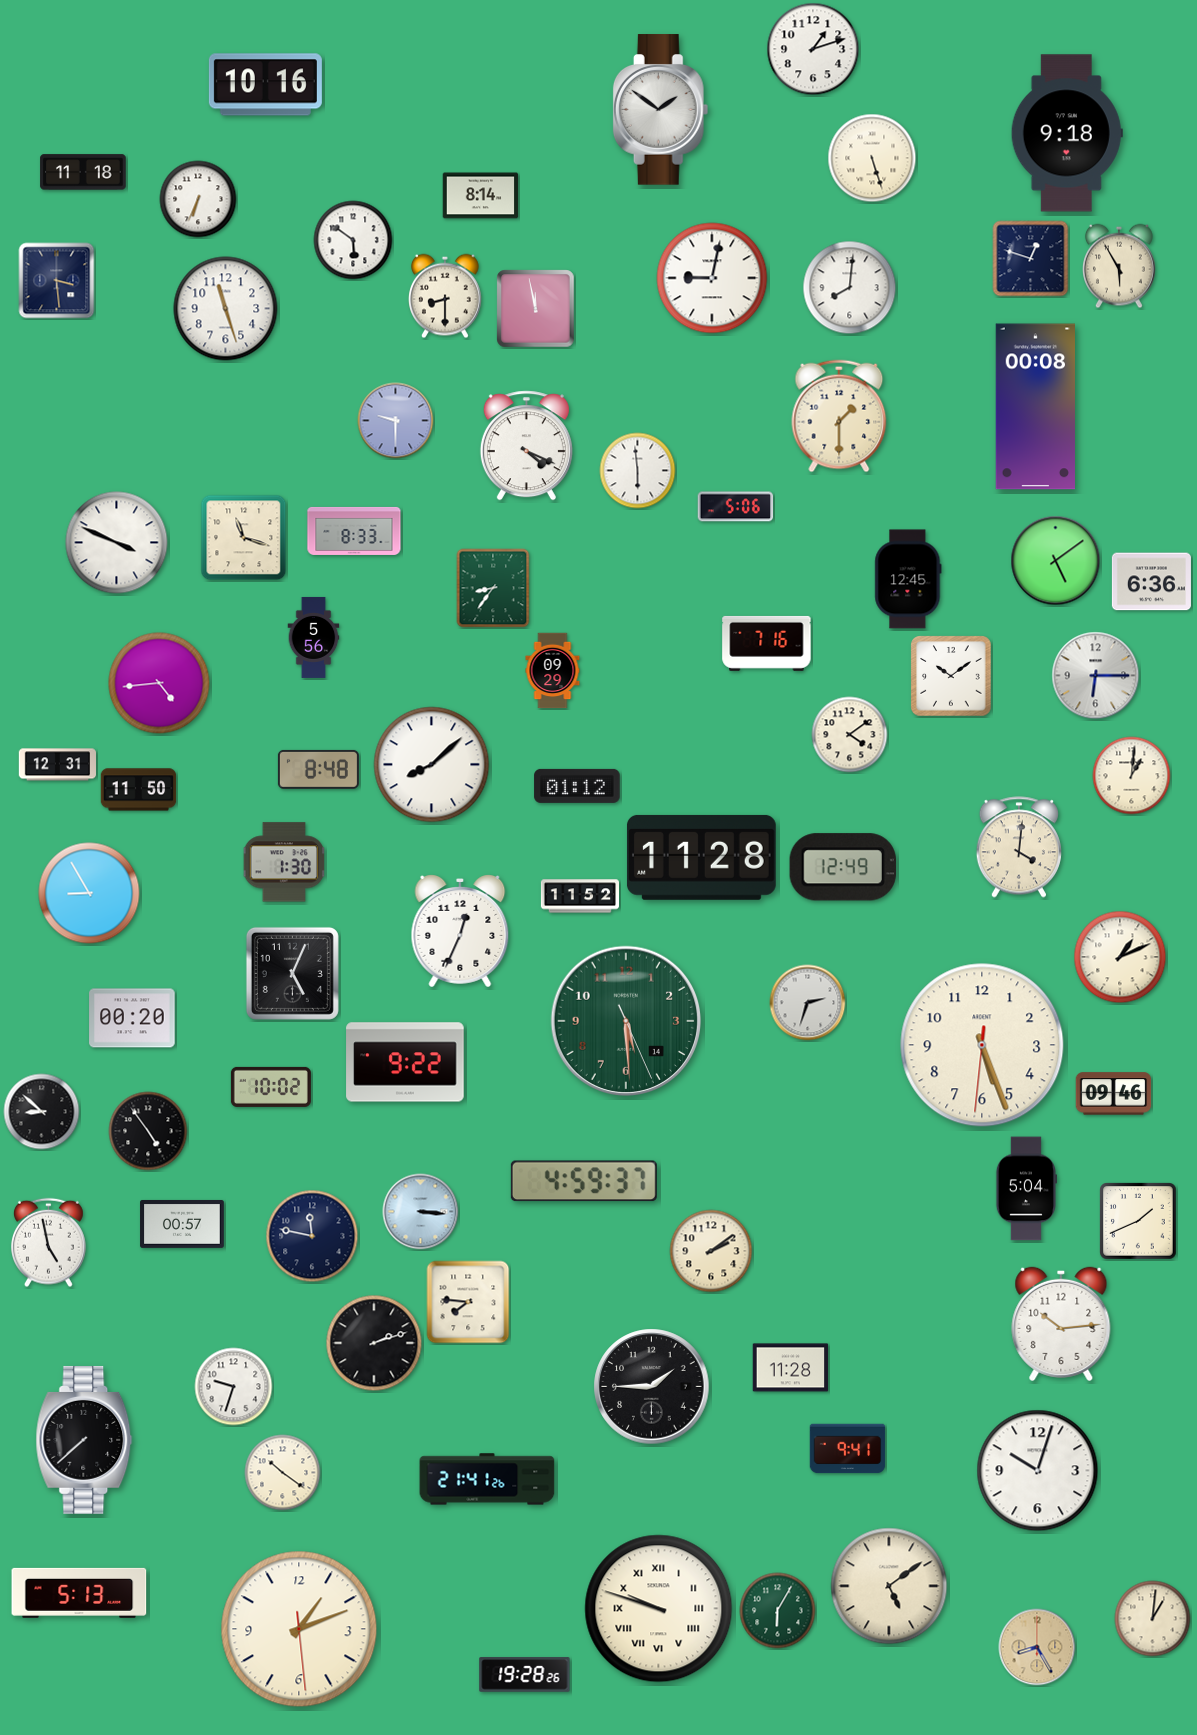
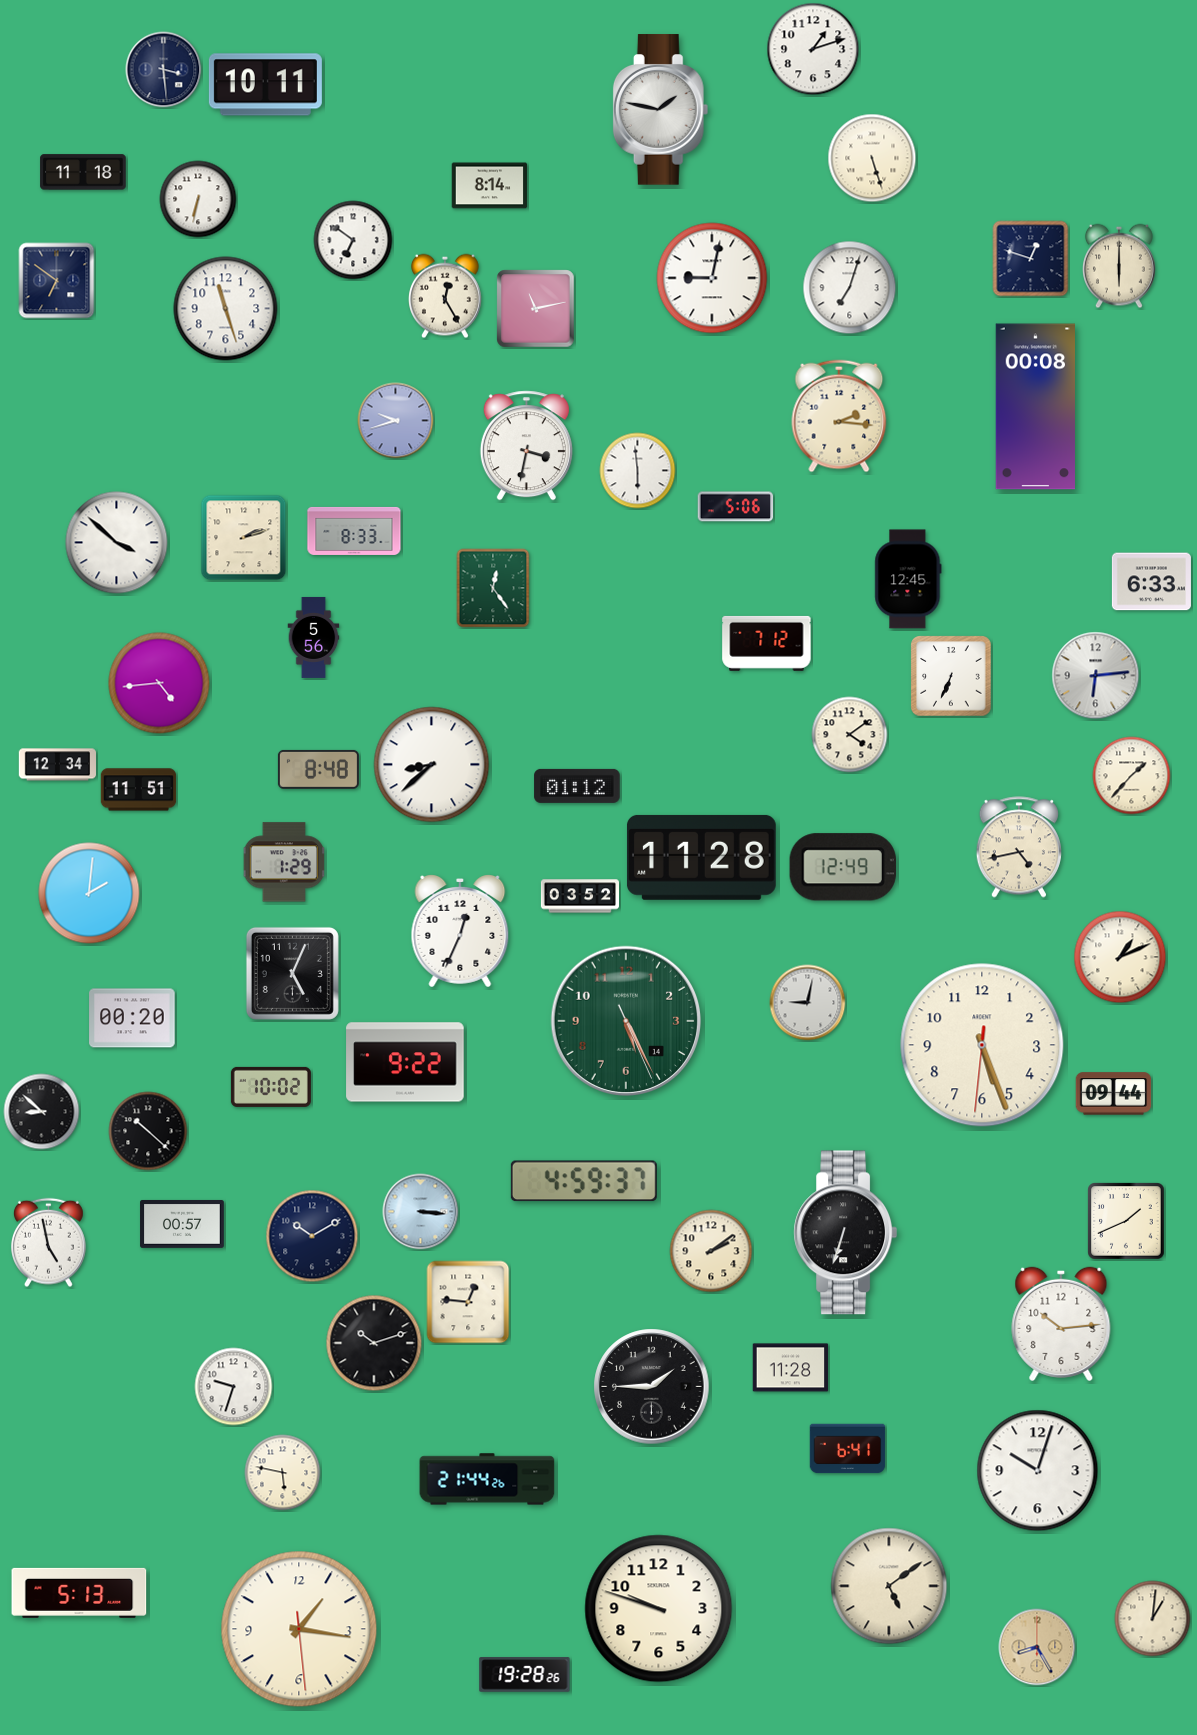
clock at (164, 70): none -> 3:29
clock at (265, 85): 10:16 -> 10:11
clock at (661, 110): 1:51 -> 1:47
clock at (1067, 133): 9:18 -> none
clock at (481, 196) position: (481, 196) -> (490, 186)
clock at (198, 199): 6:34 -> 6:32
clock at (353, 240): 5:51 -> 6:51
clock at (1120, 266): 5:55 -> 6:00
clock at (57, 281): 3:29 -> 6:51
clock at (850, 288): 8:01 -> 7:03
clock at (446, 296): 8:30 -> 12:25
clock at (536, 309): 11:58 -> 11:13
clock at (839, 416): 1:30 -> 2:16
clock at (396, 421): 9:30 -> 9:42
clock at (526, 446): 4:19 -> 3:32
clock at (244, 538): 11:18 -> 2:12
clock at (117, 543): 3:49 -> 3:52
clock at (1056, 561): 5:09 -> none
clock at (1151, 582): 6:36 -> 6:33
clock at (493, 588): 8:36 -> 12:24
clock at (767, 643): 7:16 -> 7:12
clock at (553, 671): 09:29 -> none
clock at (951, 676): 10:09 -> 6:34
clock at (1096, 676): 6:15 -> 6:14
clock at (57, 765): 12:31 -> 12:34
clock at (432, 765): 8:08 -> 8:38
clock at (1132, 776): 1:01 -> 1:37
clock at (139, 790): 11:50 -> 11:51
clock at (1019, 847): 4:01 -> 4:43
clock at (284, 862): 1:30 -> 1:29
clock at (89, 893): 8:55 -> 2:01
clock at (579, 896): 11:52 -> 03:52
clock at (808, 1003): 2:33 -> 9:02
clock at (625, 1020): 5:29 -> 5:25
clock at (1114, 1094): 09:46 -> 09:44
clock at (148, 1131): 4:54 -> 10:22
clock at (1025, 1189): 5:04 -> none
clock at (1138, 1221) position: (1138, 1221) -> (1126, 1221)
clock at (846, 1233): none -> 6:33
clock at (312, 1236): 11:47 -> 10:10
clock at (468, 1302): 7:46 -> 12:46
clock at (374, 1343): 2:12 -> 10:12
clock at (84, 1440): 7:38 -> none
clock at (848, 1449): 9:41 -> 6:41
clock at (283, 1473): 10:21 -> 5:47
clock at (487, 1479): 21:41 -> 21:44
clock at (659, 1609) numerals: Roman -> Arabic
clock at (778, 1611): 6:05 -> none
clock at (299, 1629): 1:11 -> 1:16
